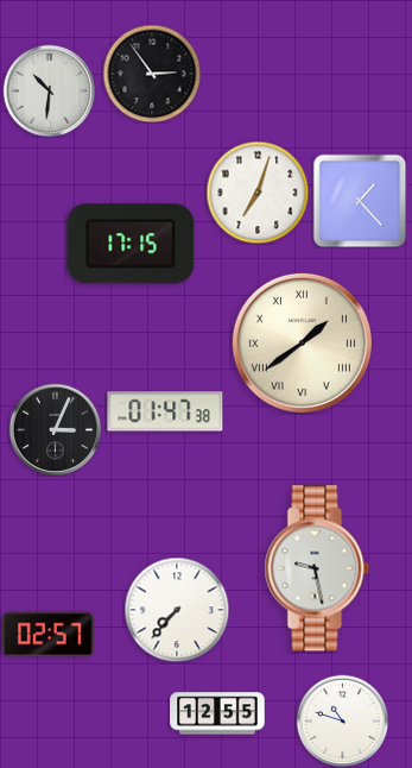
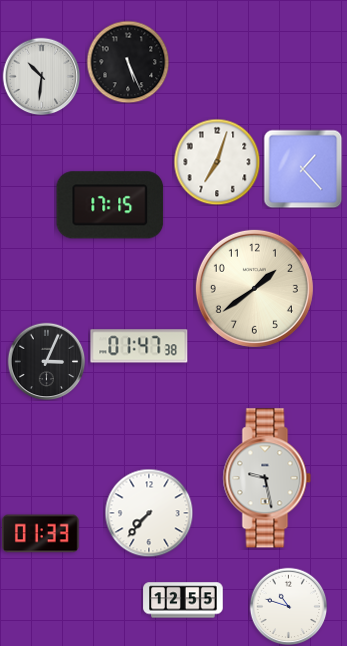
clock at (152, 74): 2:54 -> 5:26
clock at (302, 342) numerals: Roman -> Arabic
clock at (47, 635): 02:57 -> 01:33
